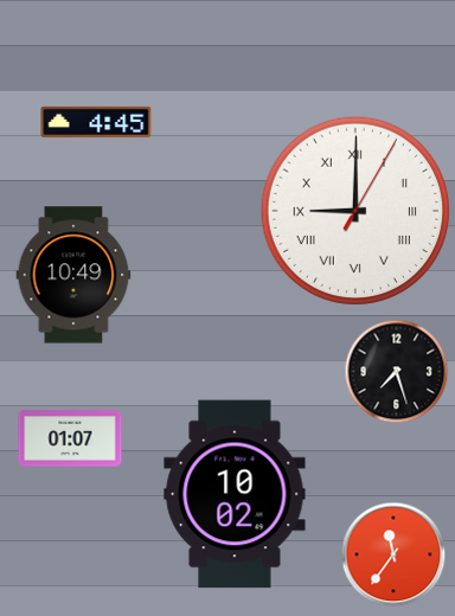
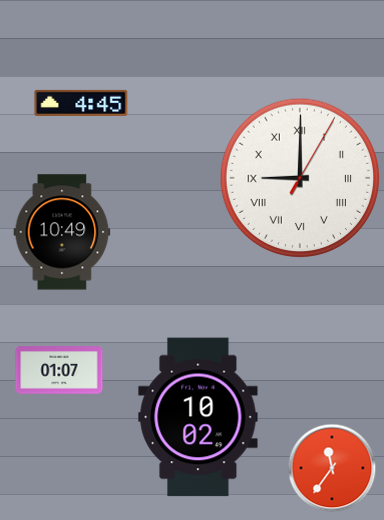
clock at (397, 372): 7:27 -> none
